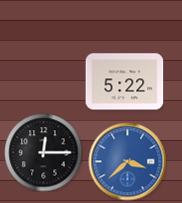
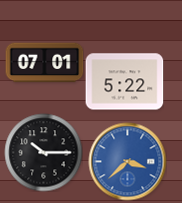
clock at (44, 63): none -> 07:01
clock at (43, 152): 12:15 -> 10:15
